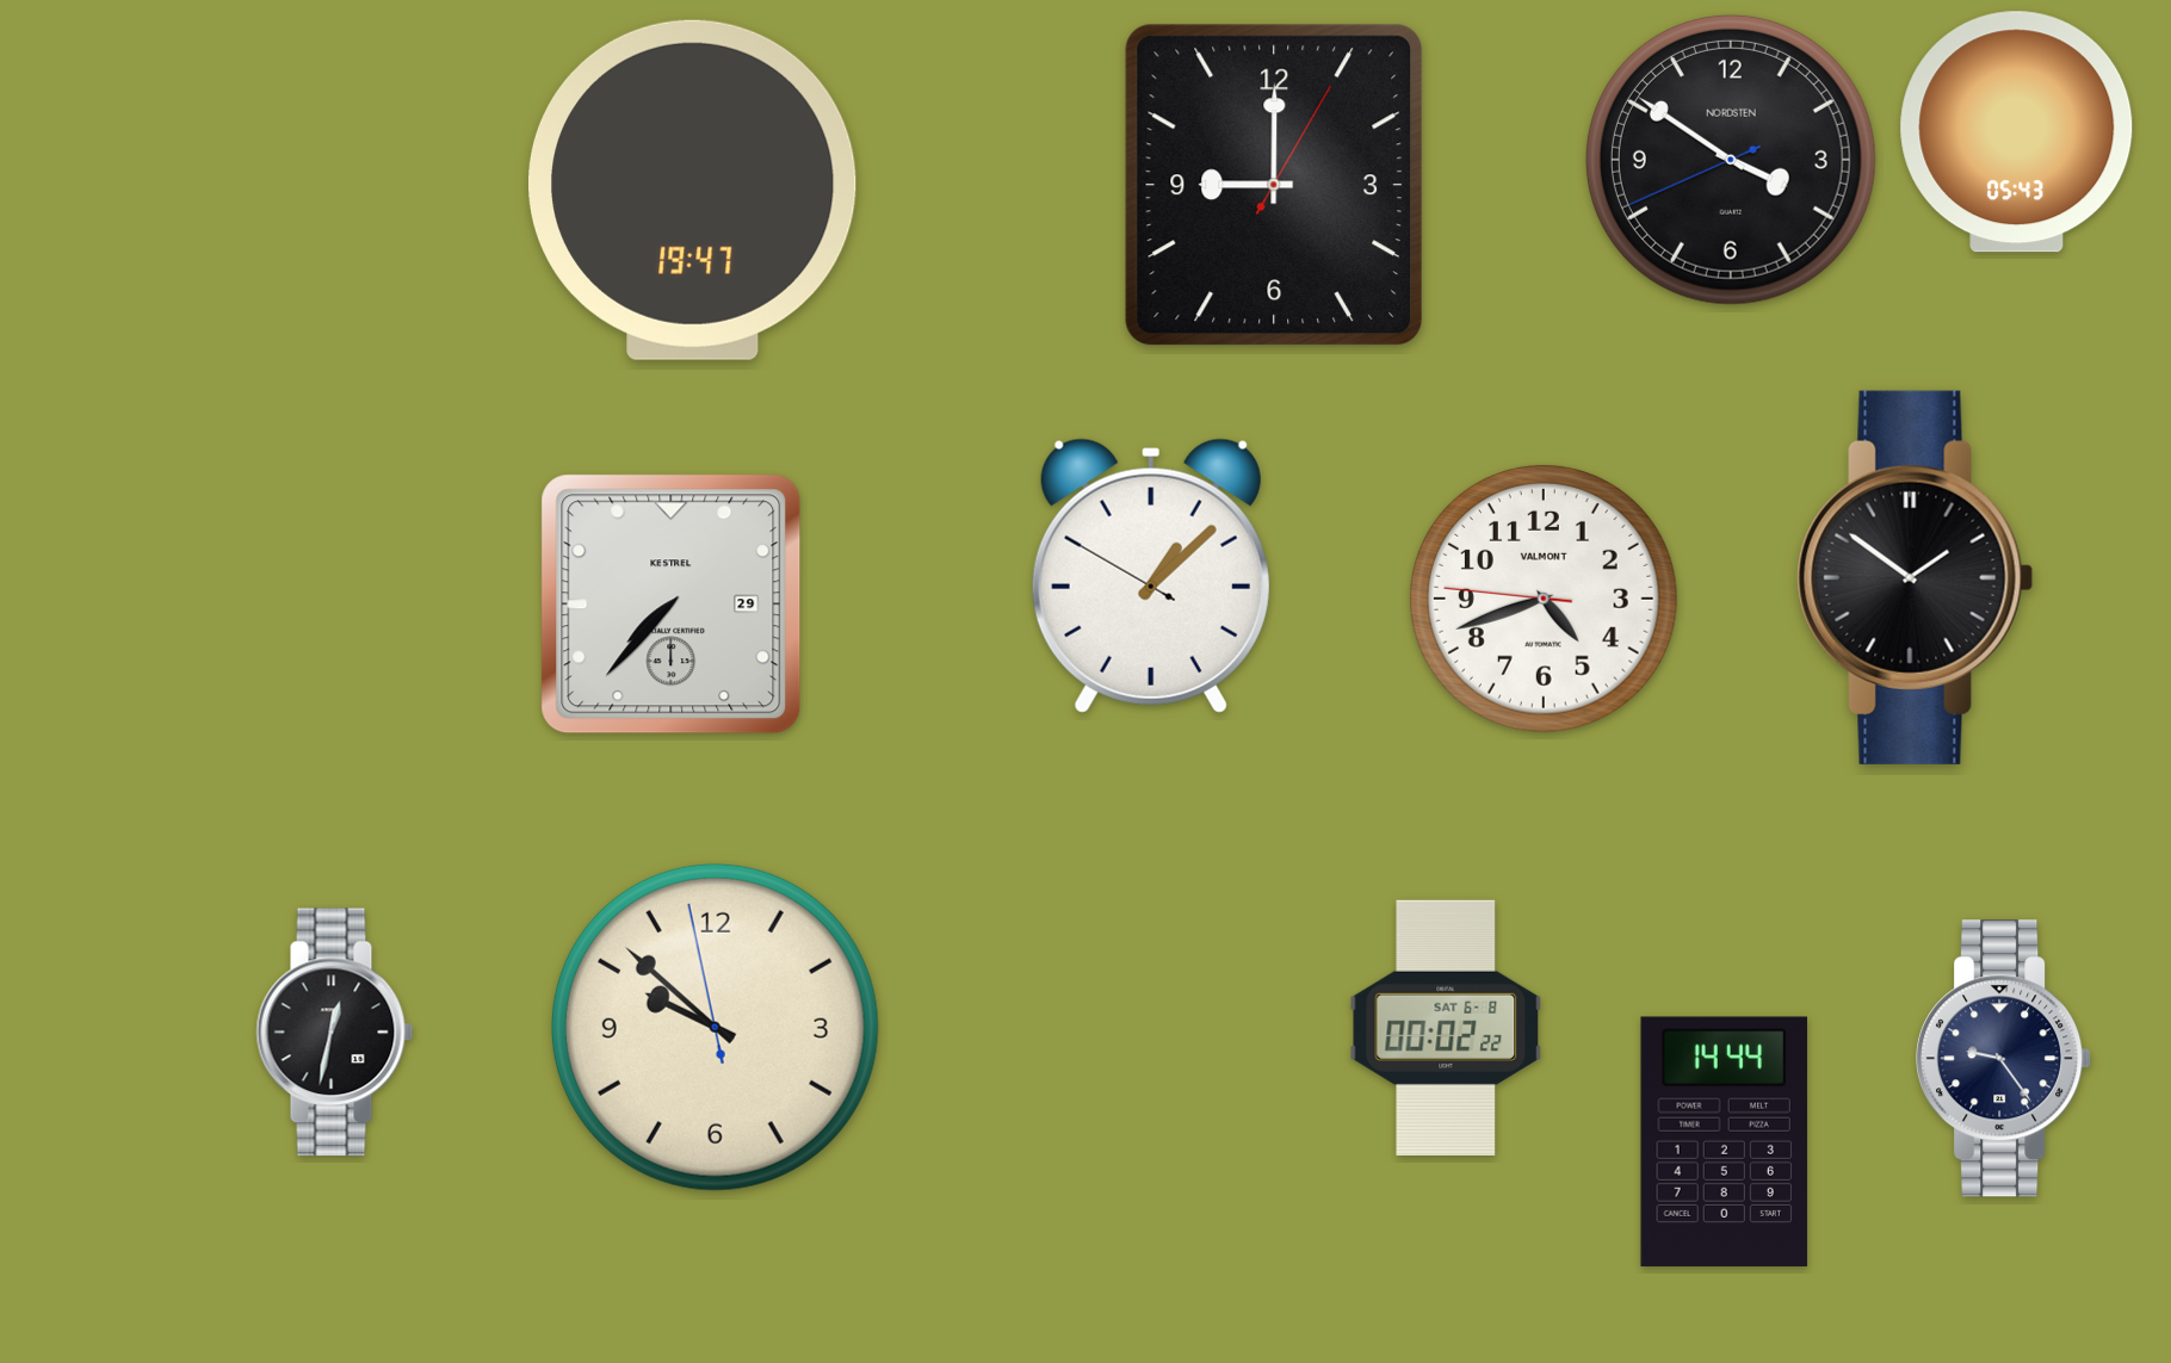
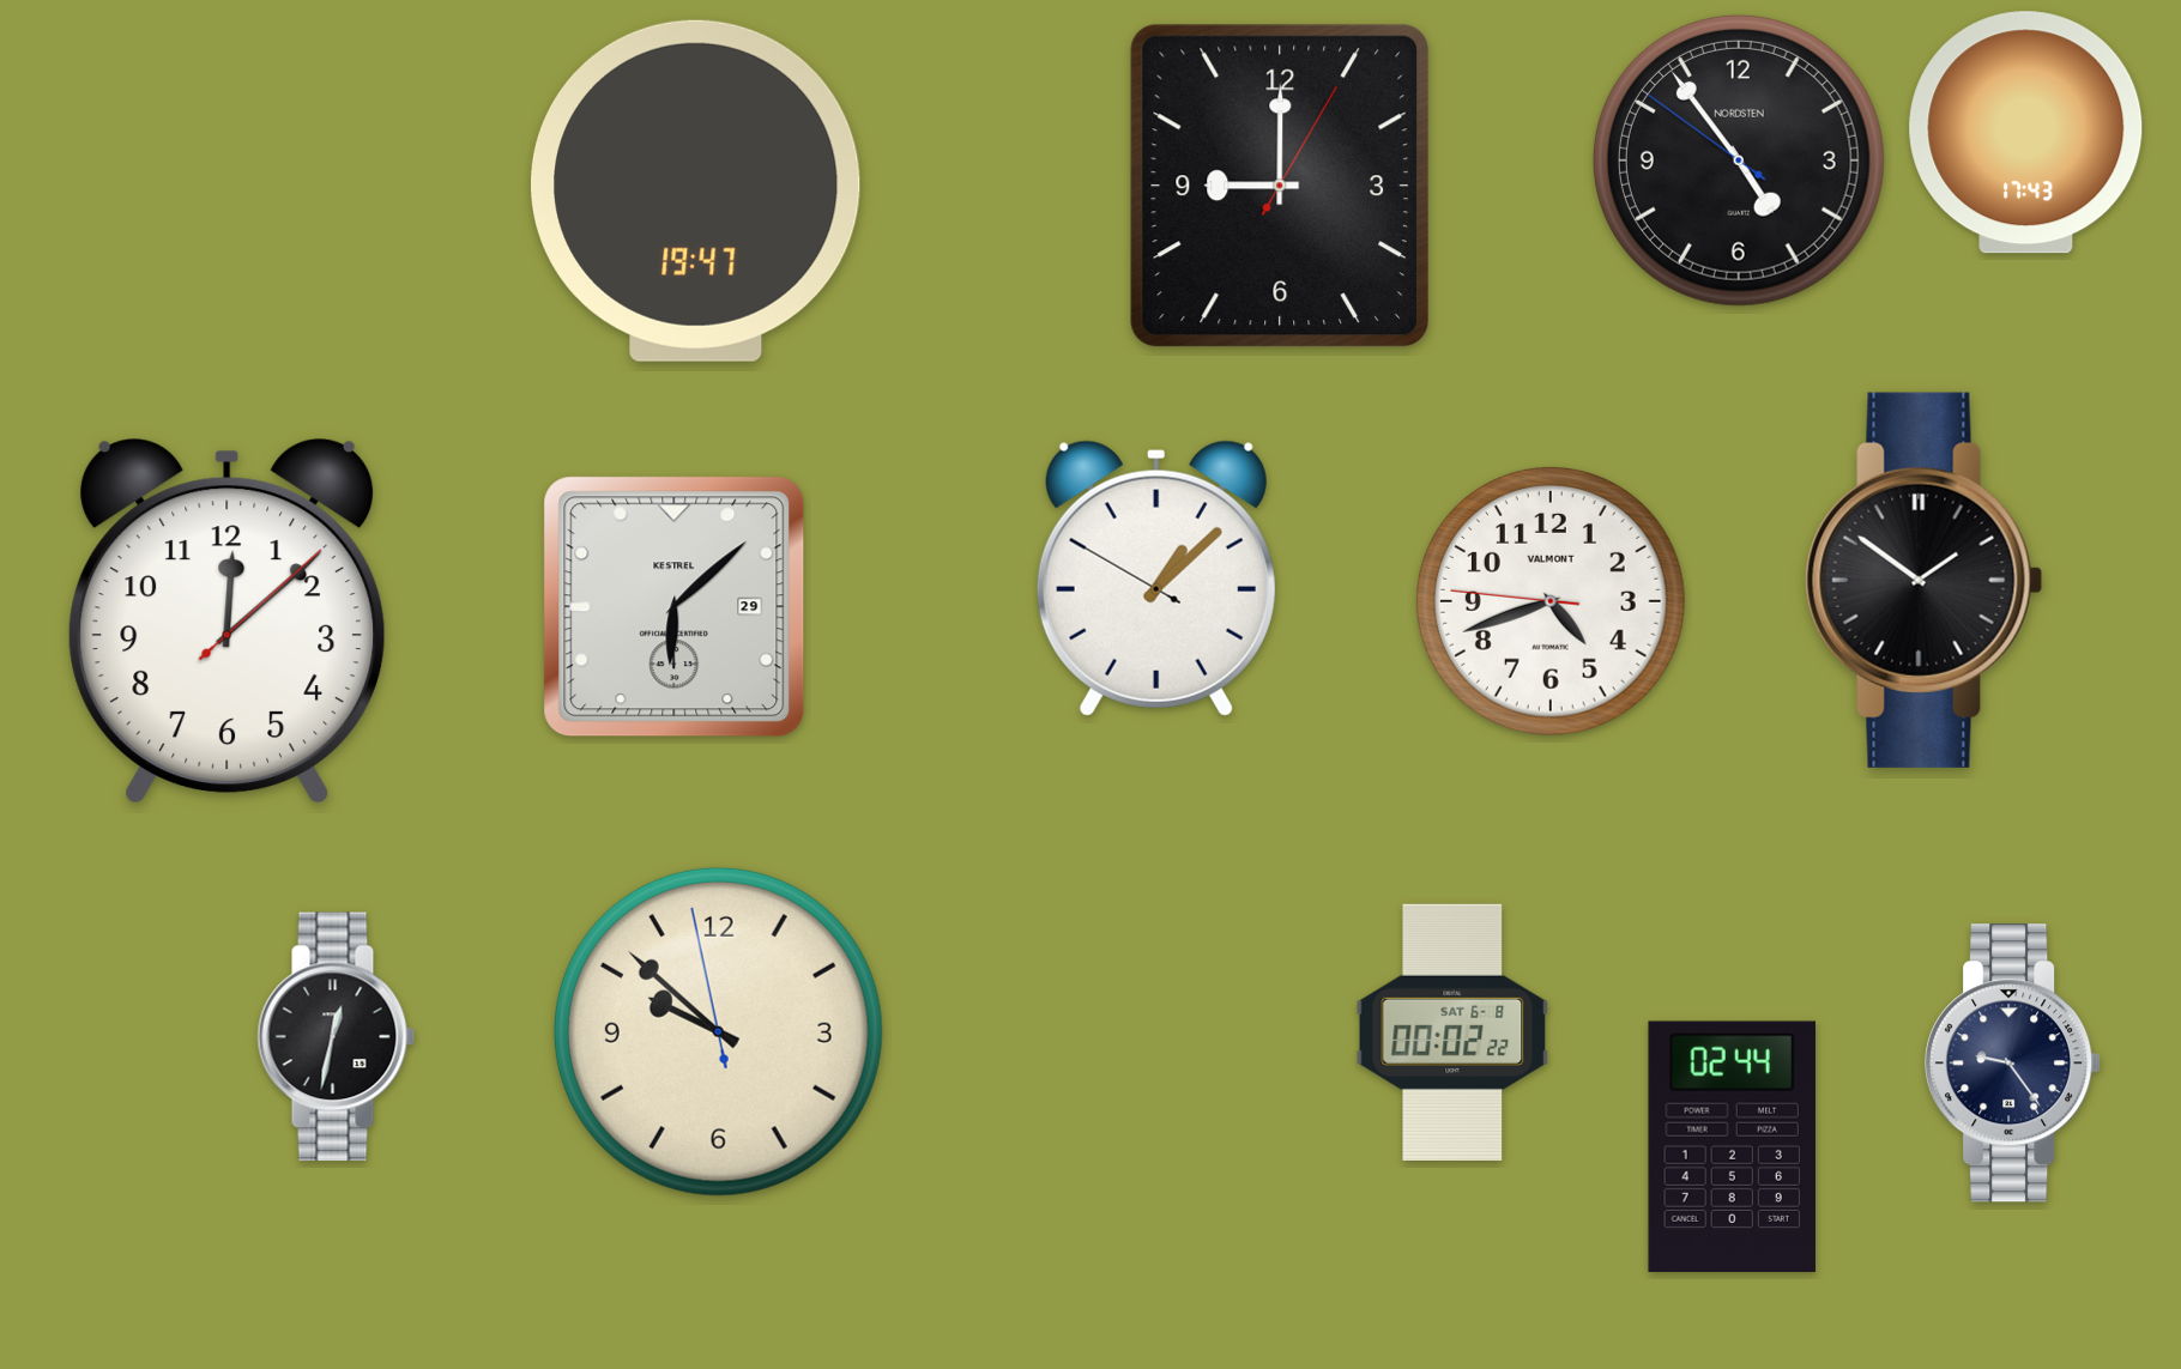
clock at (2017, 132): 05:43 -> 17:43
clock at (1731, 160): 3:50 -> 4:53
clock at (672, 605): 7:37 -> 6:08
clock at (228, 620): none -> 12:08
clock at (1724, 1141): 14:44 -> 02:44
